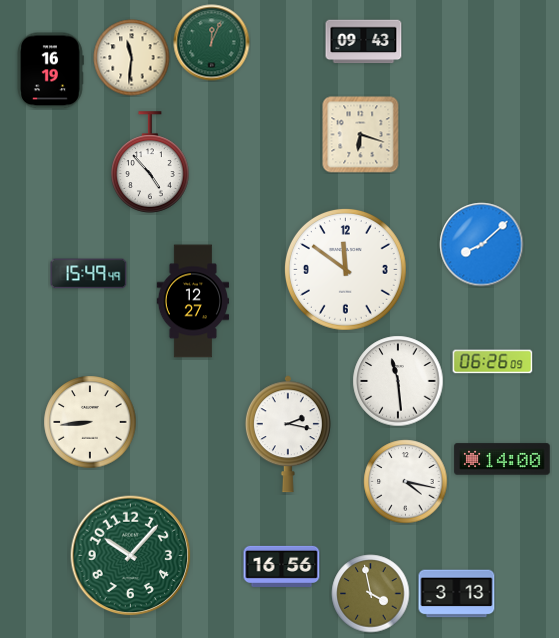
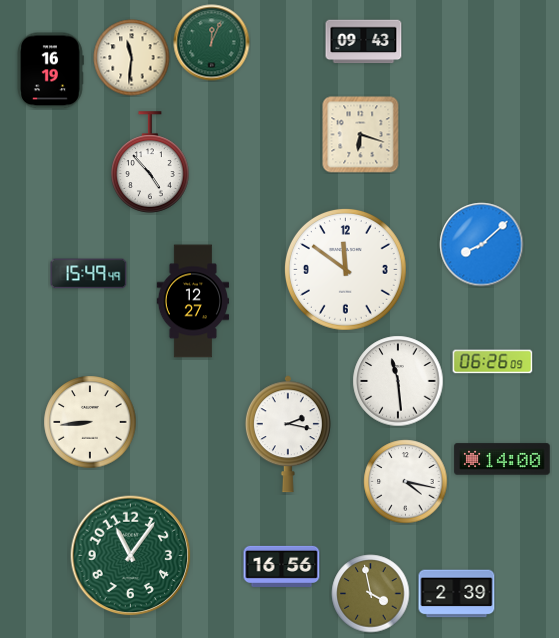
clock at (131, 556): 10:07 -> 11:06
clock at (457, 594): 3:13 -> 2:39
